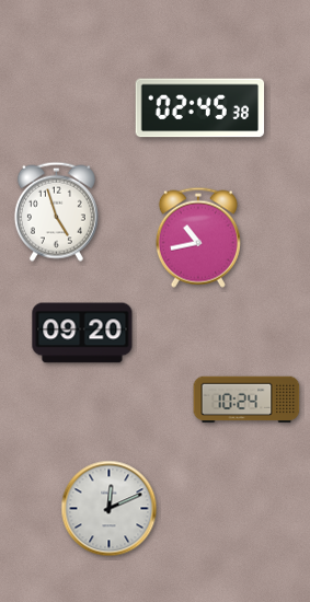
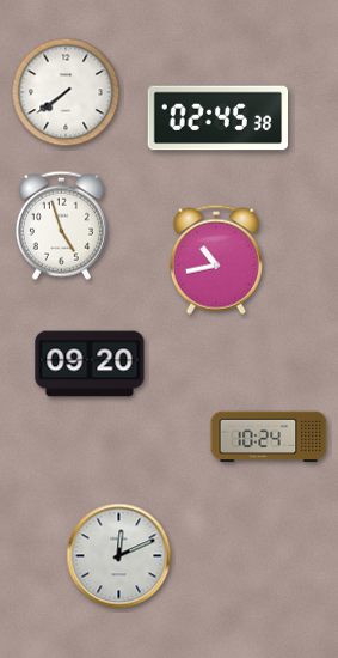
clock at (66, 92): none -> 7:39
clock at (56, 211) position: (56, 211) -> (61, 225)
